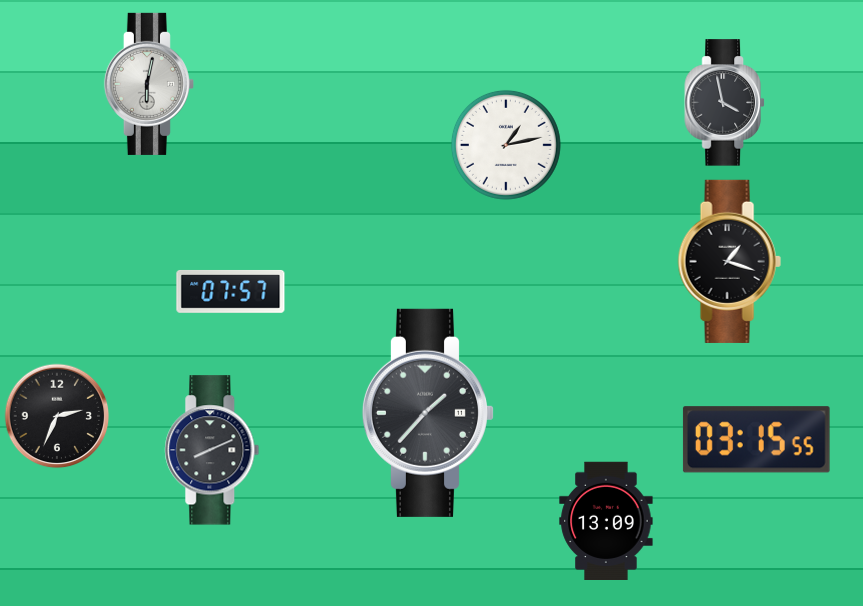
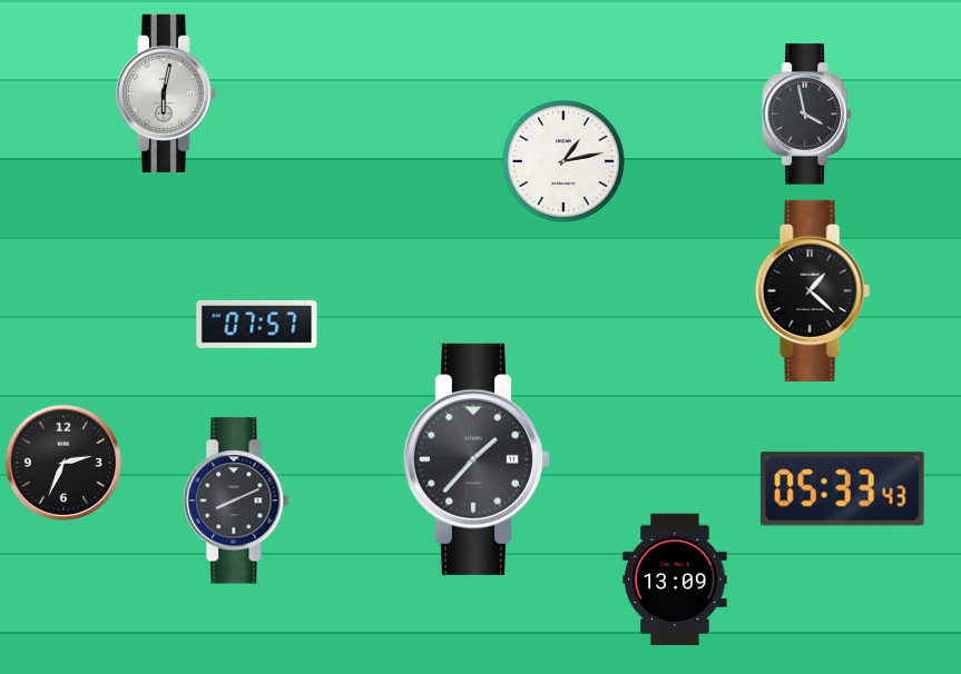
clock at (729, 261): 1:18 -> 1:22
clock at (756, 440): 03:15 -> 05:33
